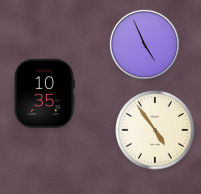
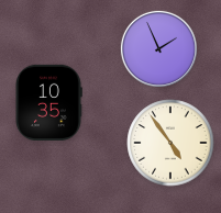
clock at (144, 44): 4:56 -> 1:56
